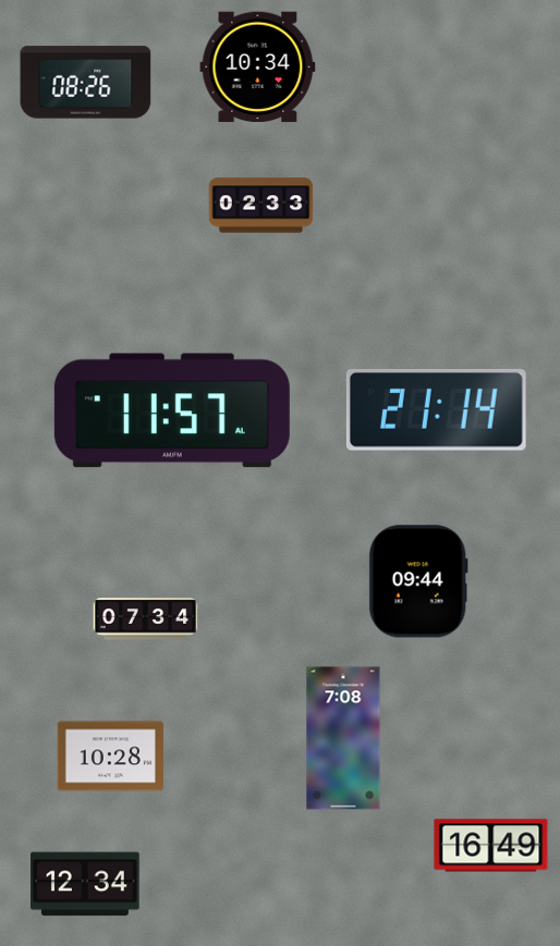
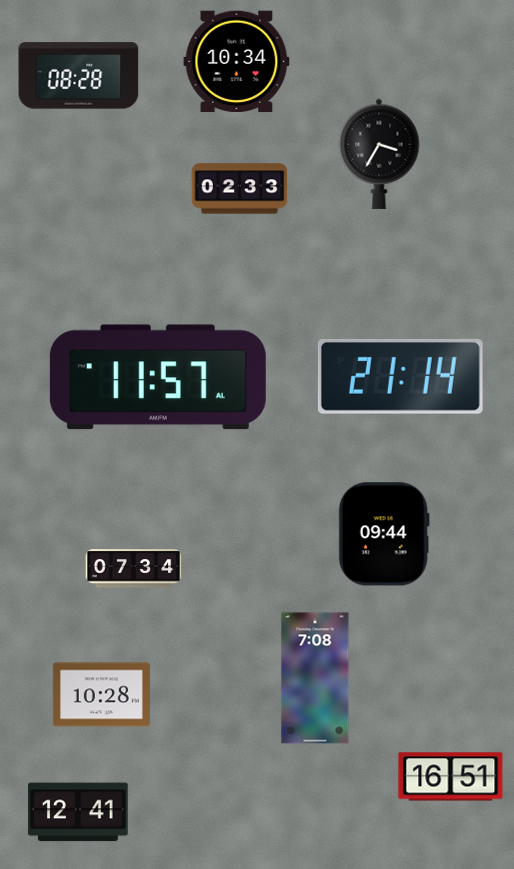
clock at (86, 83): 08:26 -> 08:28
clock at (379, 154): none -> 3:35
clock at (491, 846): 16:49 -> 16:51
clock at (86, 884): 12:34 -> 12:41
